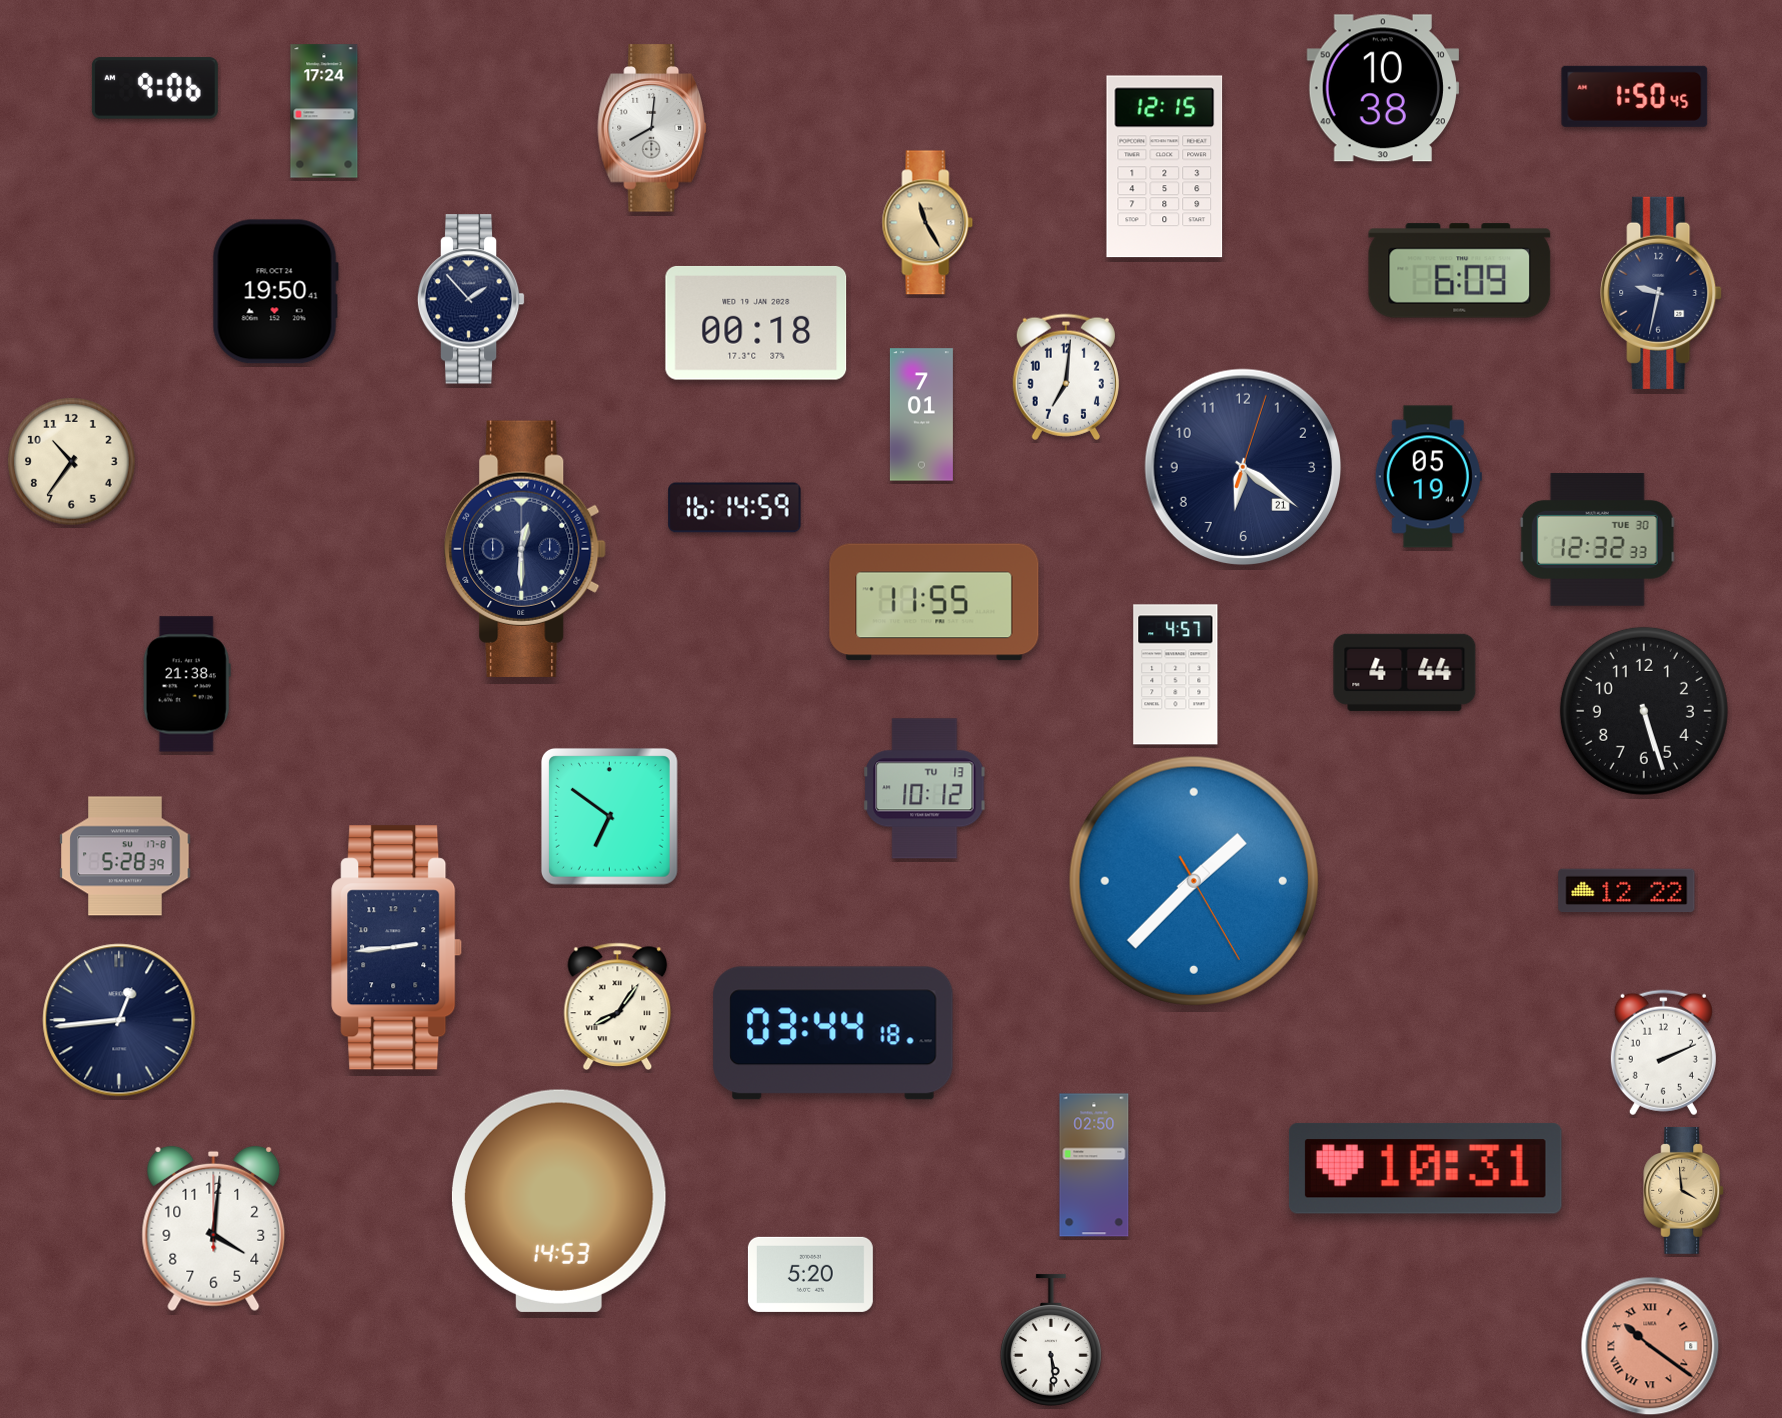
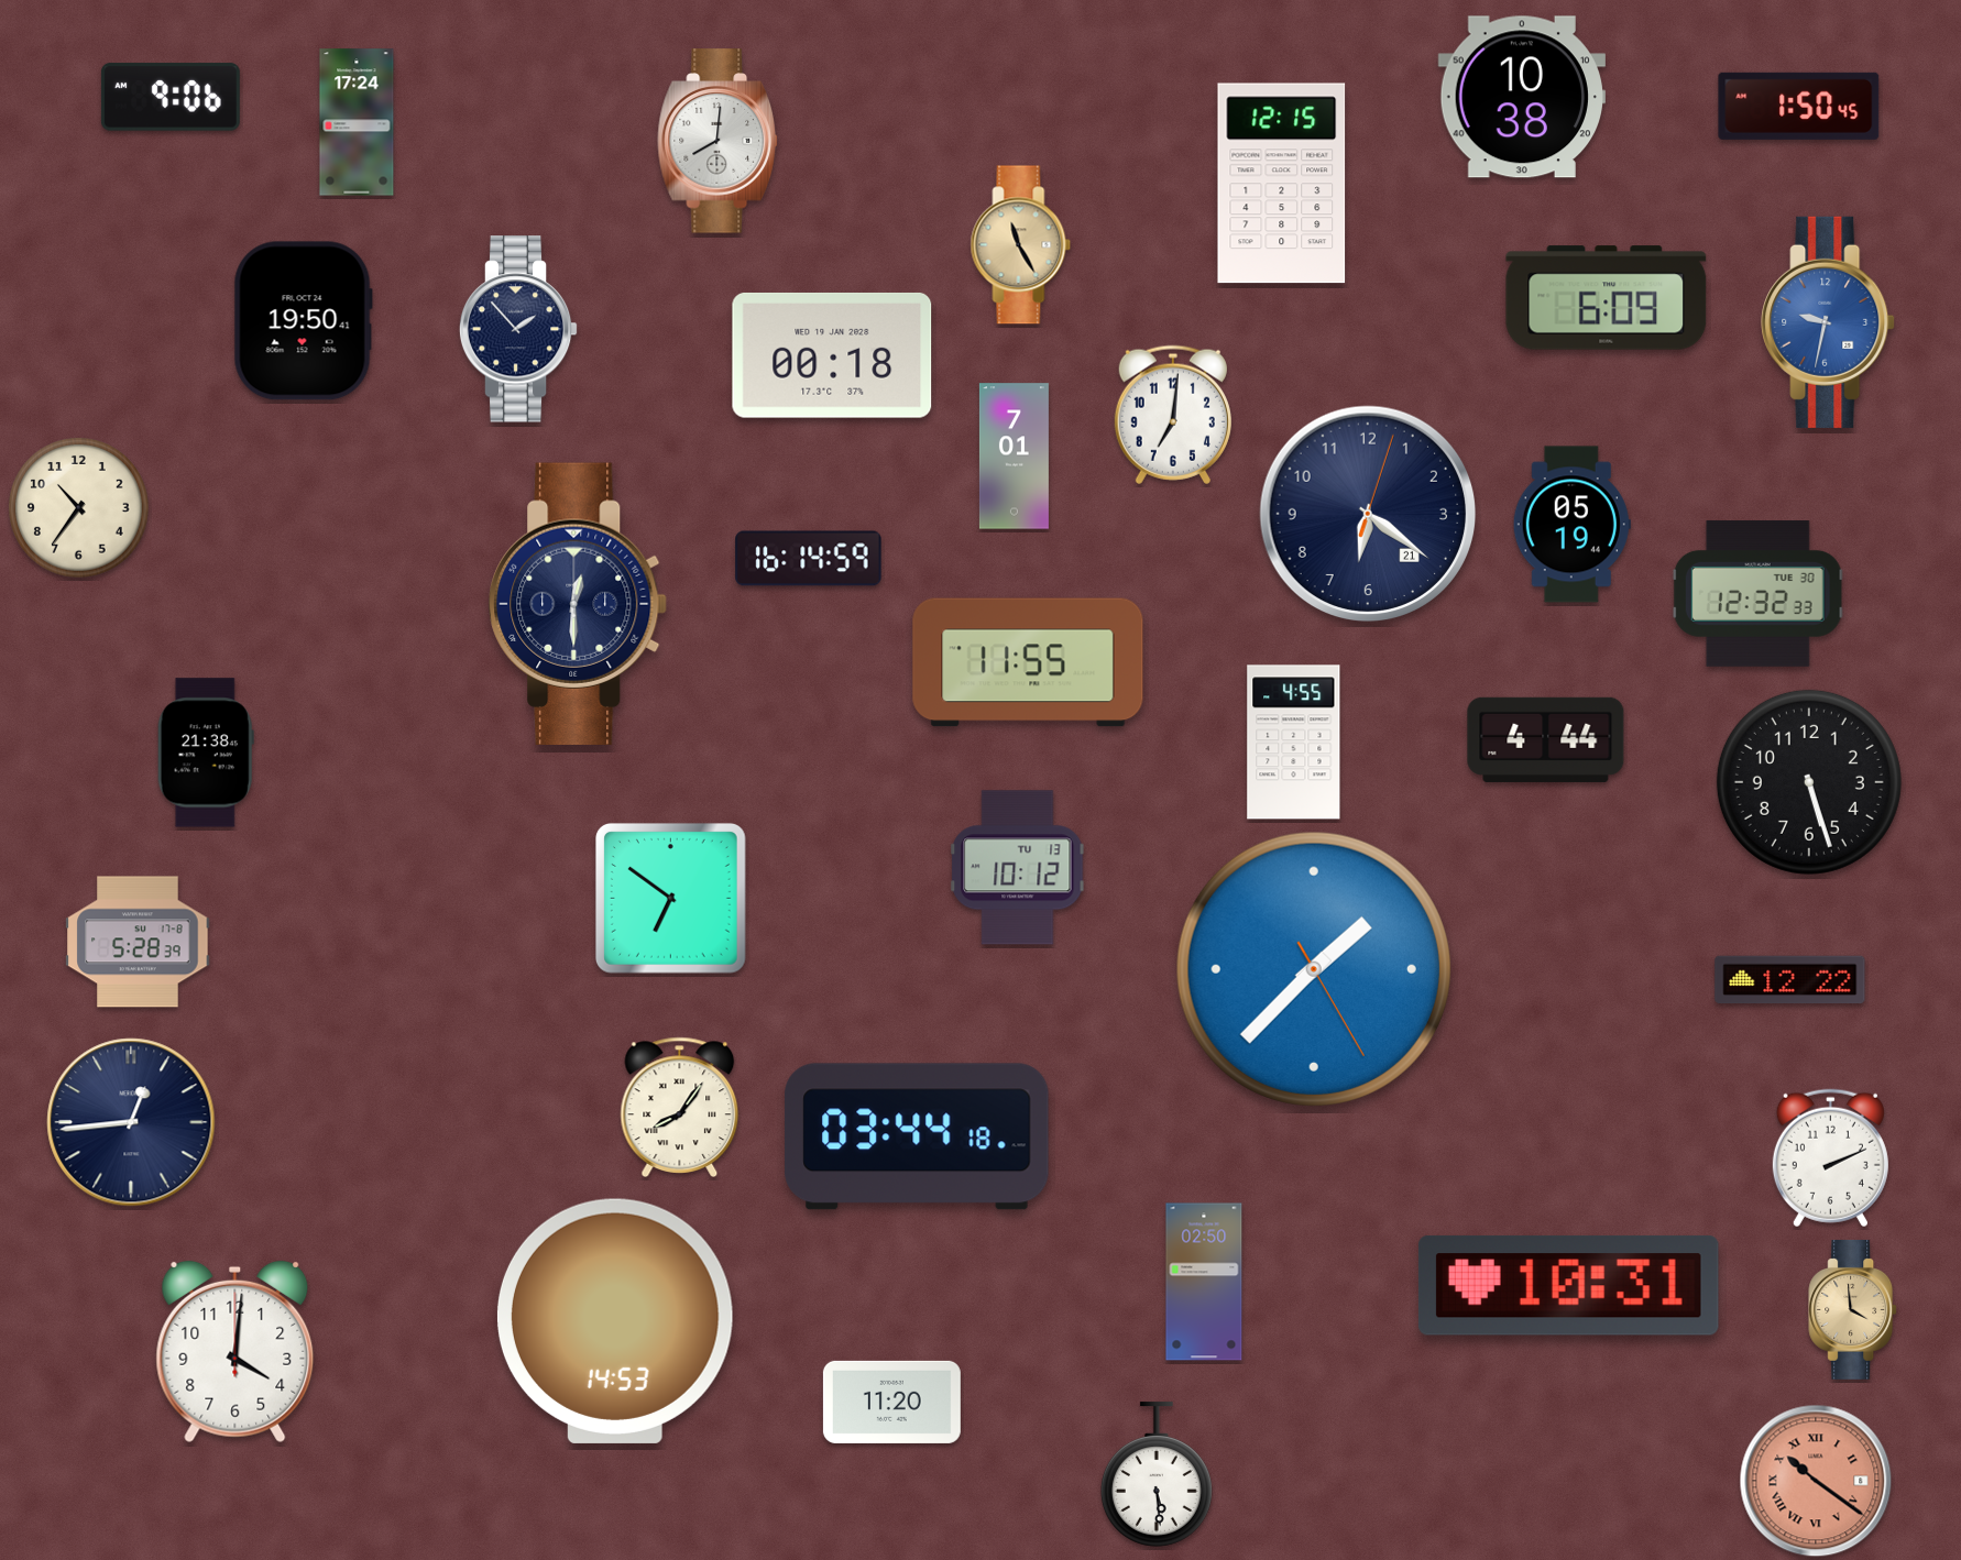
clock at (1661, 293) dial: navy -> blue
clock at (1176, 675): 4:57 -> 4:55
clock at (397, 948): 2:44 -> none
clock at (810, 1274): 5:20 -> 11:20
